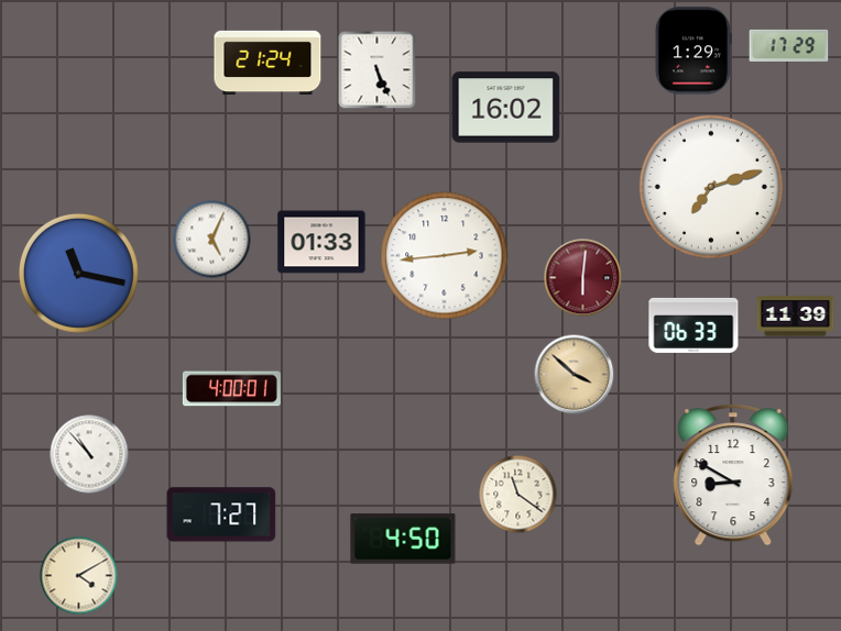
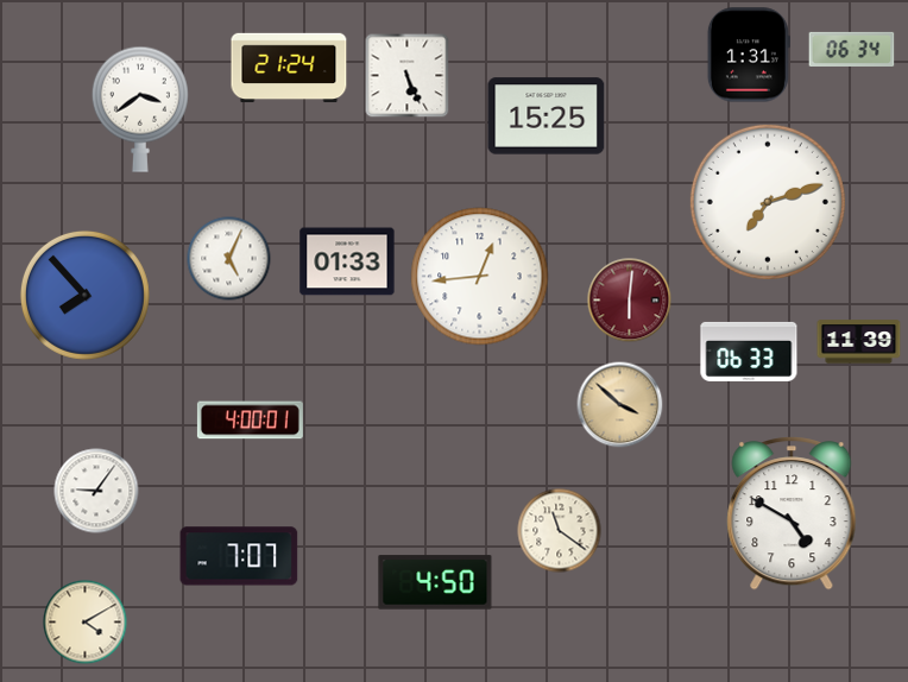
clock at (789, 45): 17:29 -> 06:34
clock at (693, 51): 1:29 -> 1:31
clock at (140, 109): none -> 3:39
clock at (506, 108): 16:02 -> 15:25
clock at (445, 256): 2:44 -> 12:44
clock at (78, 273): 11:17 -> 7:53
clock at (89, 454): 10:53 -> 9:06
clock at (733, 475): 8:50 -> 4:50
clock at (518, 495) position: (518, 495) -> (560, 531)
clock at (221, 514): 7:27 -> 7:07
